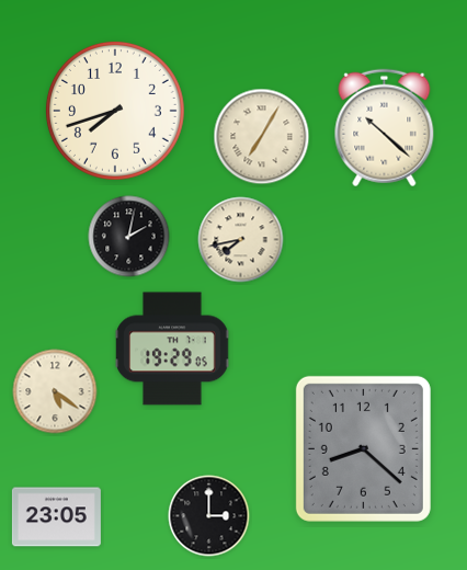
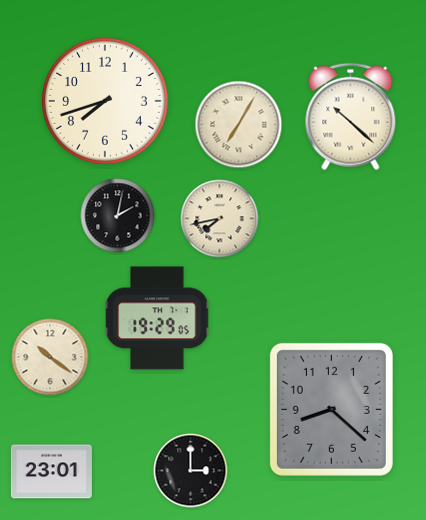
clock at (55, 391): 5:21 -> 10:21
clock at (56, 517): 23:05 -> 23:01
